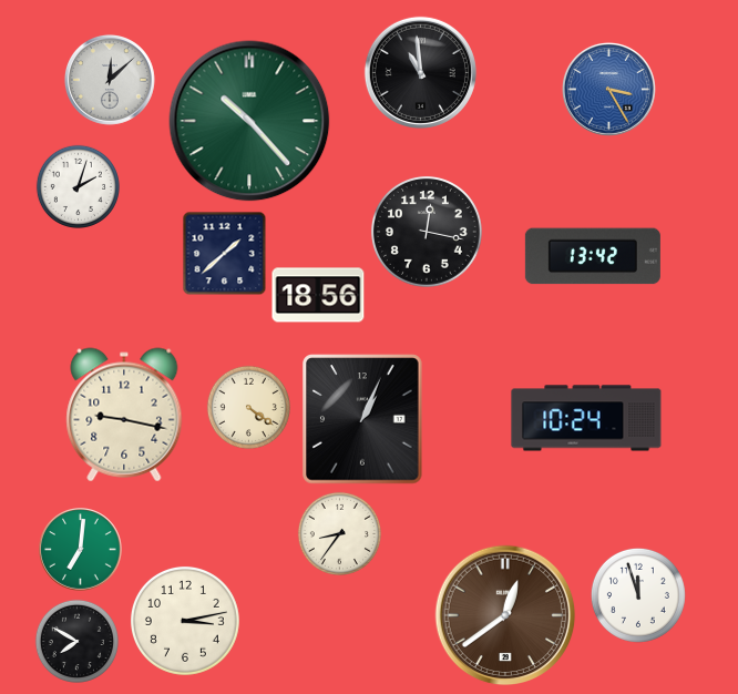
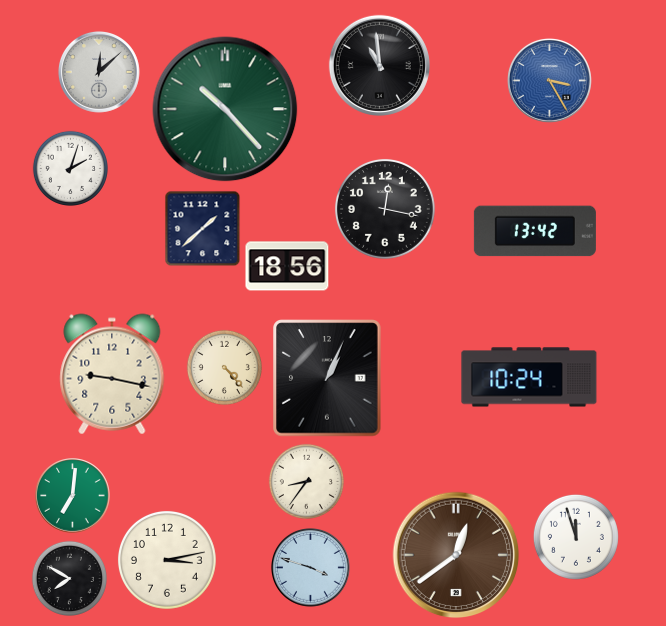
clock at (248, 407): 4:21 -> 4:23
clock at (311, 568): none -> 3:48
